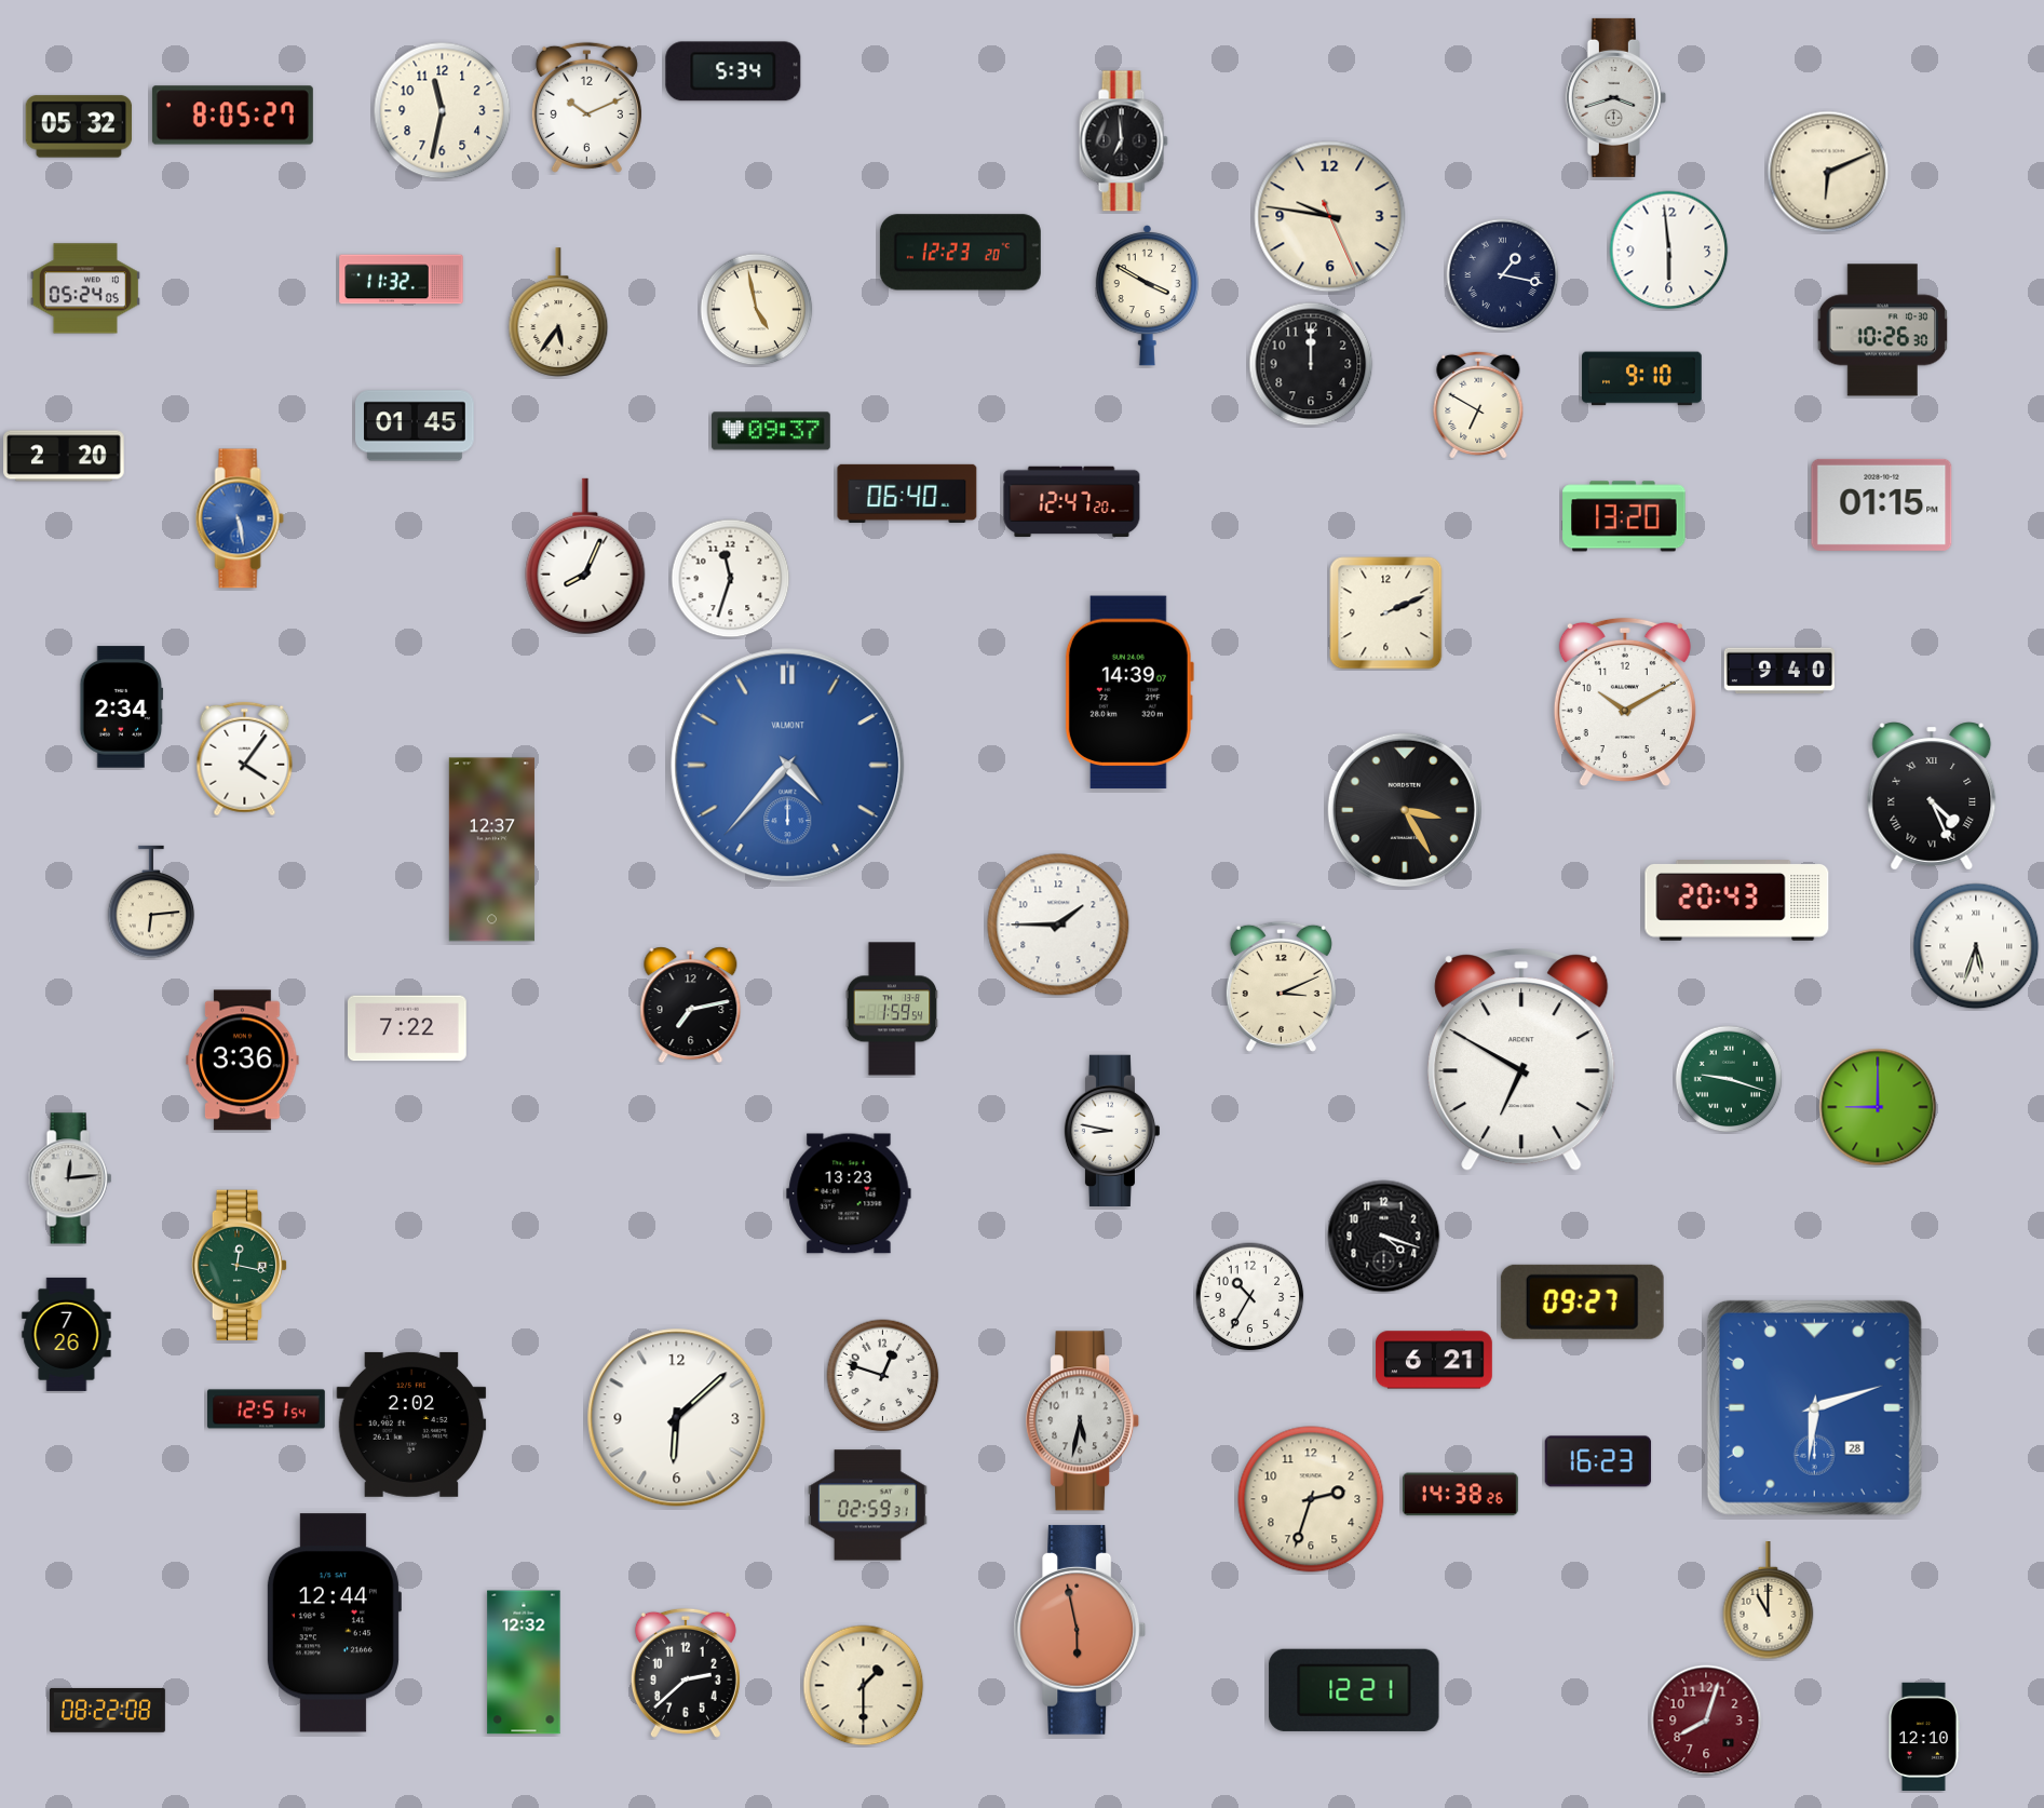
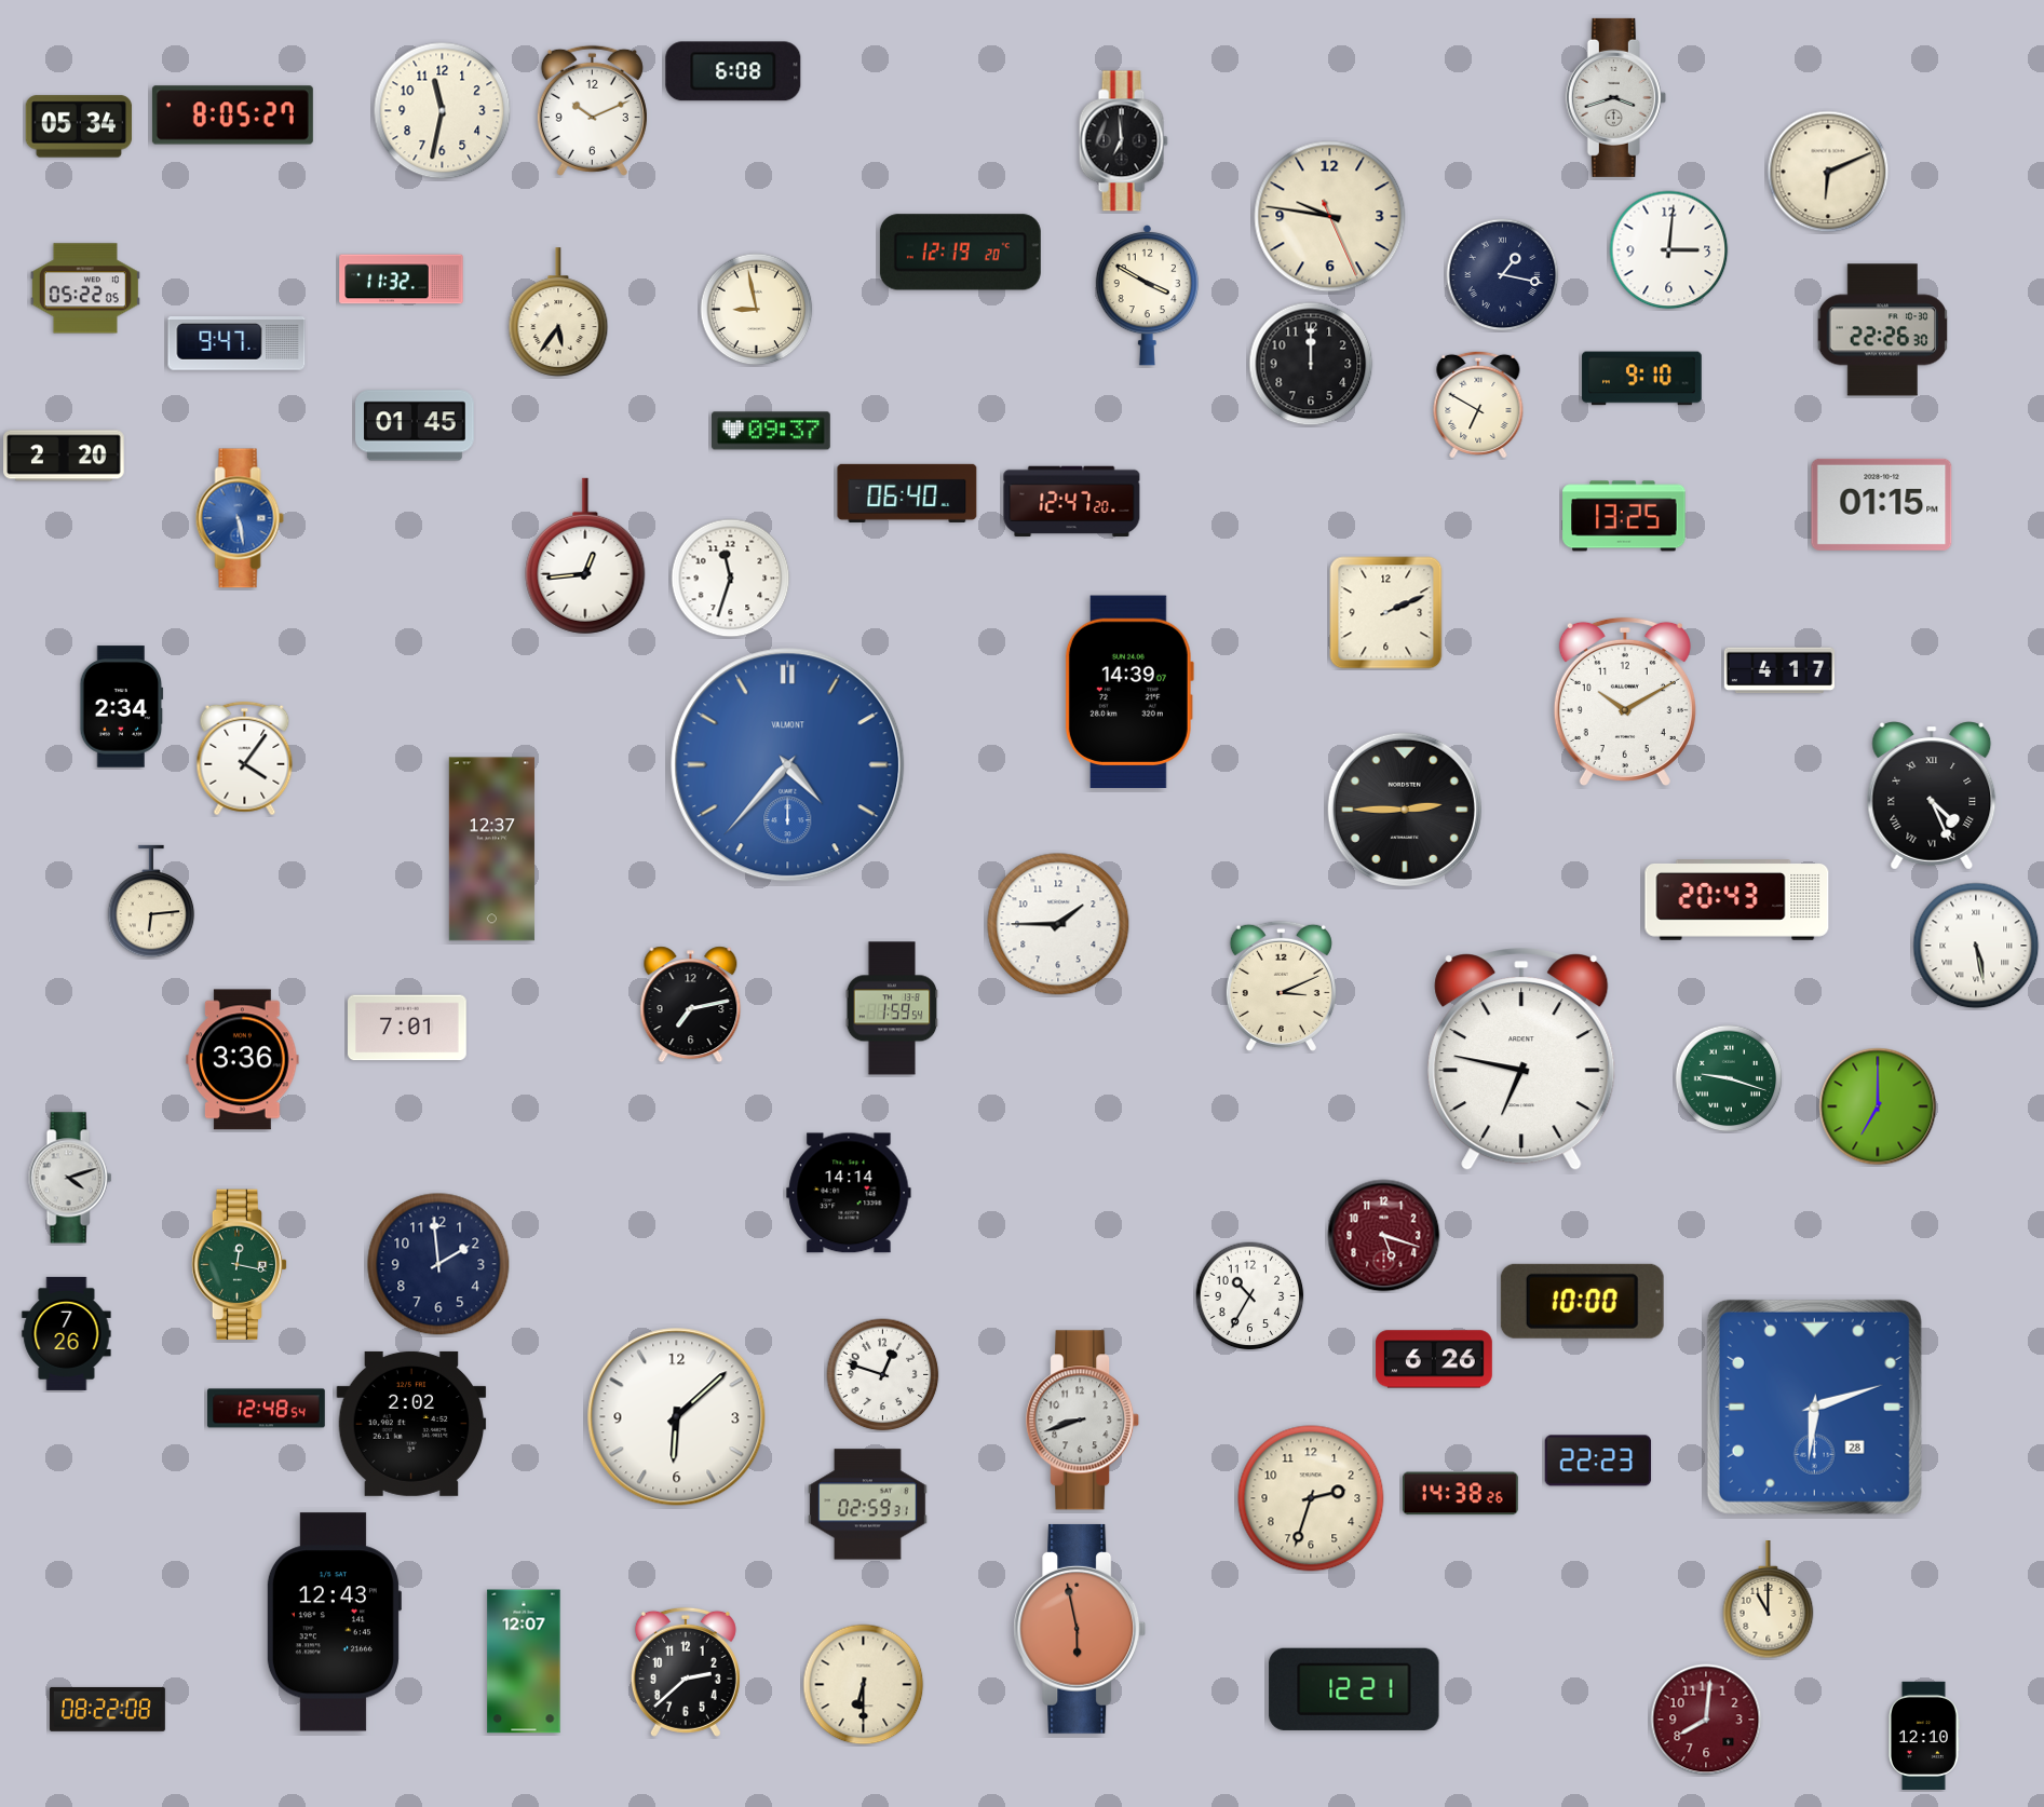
clock at (733, 71): 5:34 -> 6:08
clock at (586, 107) position: (586, 107) -> (592, 110)
clock at (79, 126): 05:32 -> 05:34
clock at (1669, 251): 5:59 -> 3:01
clock at (960, 253): 12:23 -> 12:19
clock at (85, 288): 05:24 -> 05:22
clock at (757, 310): 4:58 -> 8:58
clock at (1883, 330): 10:26 -> 22:26
clock at (236, 343): none -> 9:47
clock at (1624, 516): 13:20 -> 13:25
clock at (585, 556): 8:04 -> 12:44
clock at (1779, 671): 9:40 -> 4:17
clock at (1405, 810): 3:25 -> 2:45
clock at (1976, 946): 5:33 -> 5:28
clock at (408, 1028): 7:22 -> 7:01
clock at (1521, 1061): 6:50 -> 6:47
clock at (1878, 1107): 9:00 -> 7:00
clock at (1112, 1130): 8:47 -> none
clock at (70, 1178): 12:14 -> 4:12
clock at (849, 1193): 13:23 -> 14:14
clock at (1384, 1237): 4:18 -> 5:18
clock at (1384, 1237) dial: black -> burgundy
clock at (438, 1264): none -> 1:59
clock at (1582, 1301): 09:27 -> 10:00
clock at (1435, 1360): 6:21 -> 6:26
clock at (267, 1409): 12:51 -> 12:48
clock at (1083, 1421): 5:32 -> 8:42
clock at (1598, 1461): 16:23 -> 22:23
clock at (334, 1623): 12:44 -> 12:43
clock at (524, 1662): 12:32 -> 12:07
clock at (864, 1686): 1:30 -> 6:30
clock at (1706, 1721): 8:03 -> 8:01
